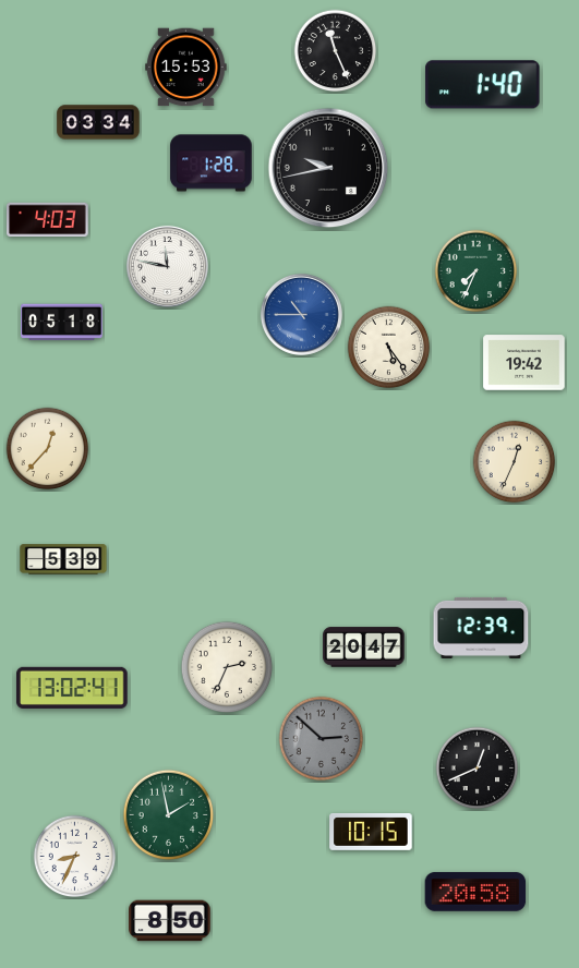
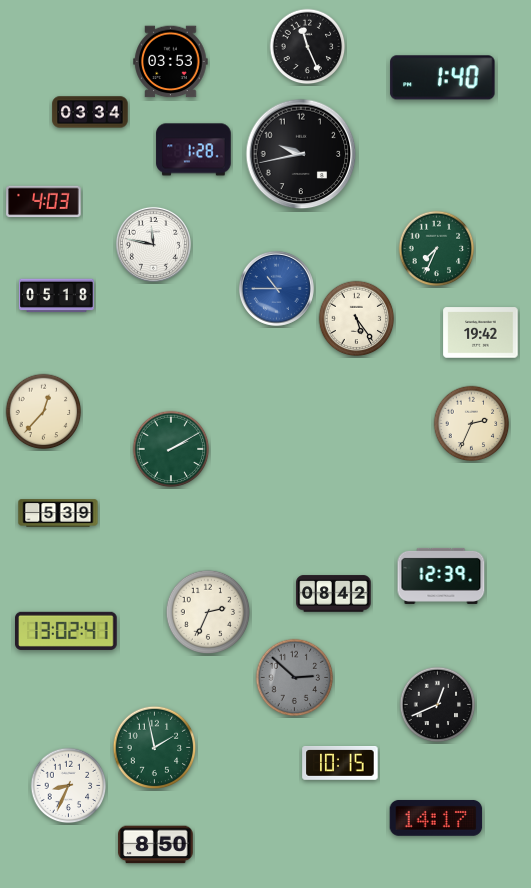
clock at (186, 68): 15:53 -> 03:53
clock at (515, 462): 12:34 -> 2:34
clock at (171, 449): none -> 2:10
clock at (364, 648): 20:47 -> 08:42
clock at (475, 892): 20:58 -> 14:17
